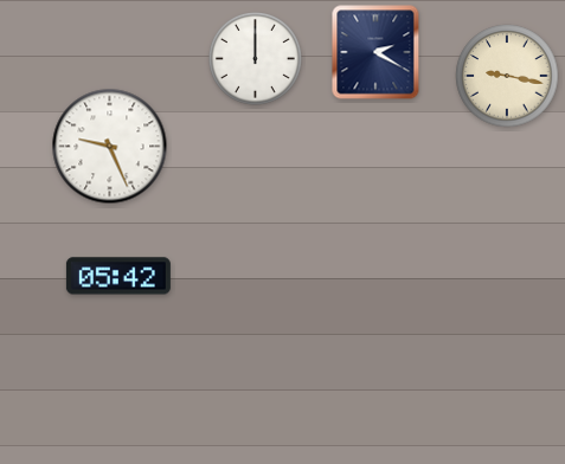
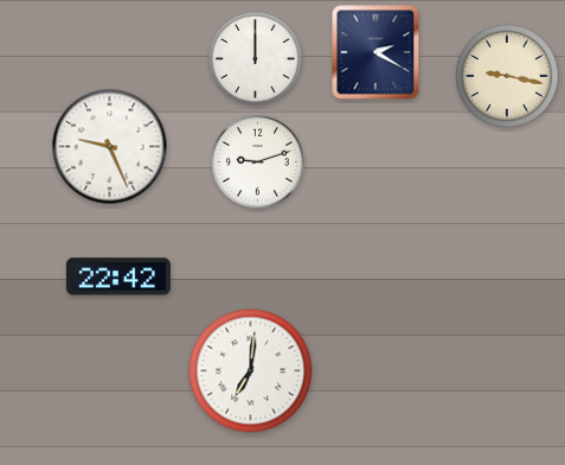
clock at (258, 163): none -> 9:12
clock at (118, 276): 05:42 -> 22:42
clock at (251, 371): none -> 7:01
